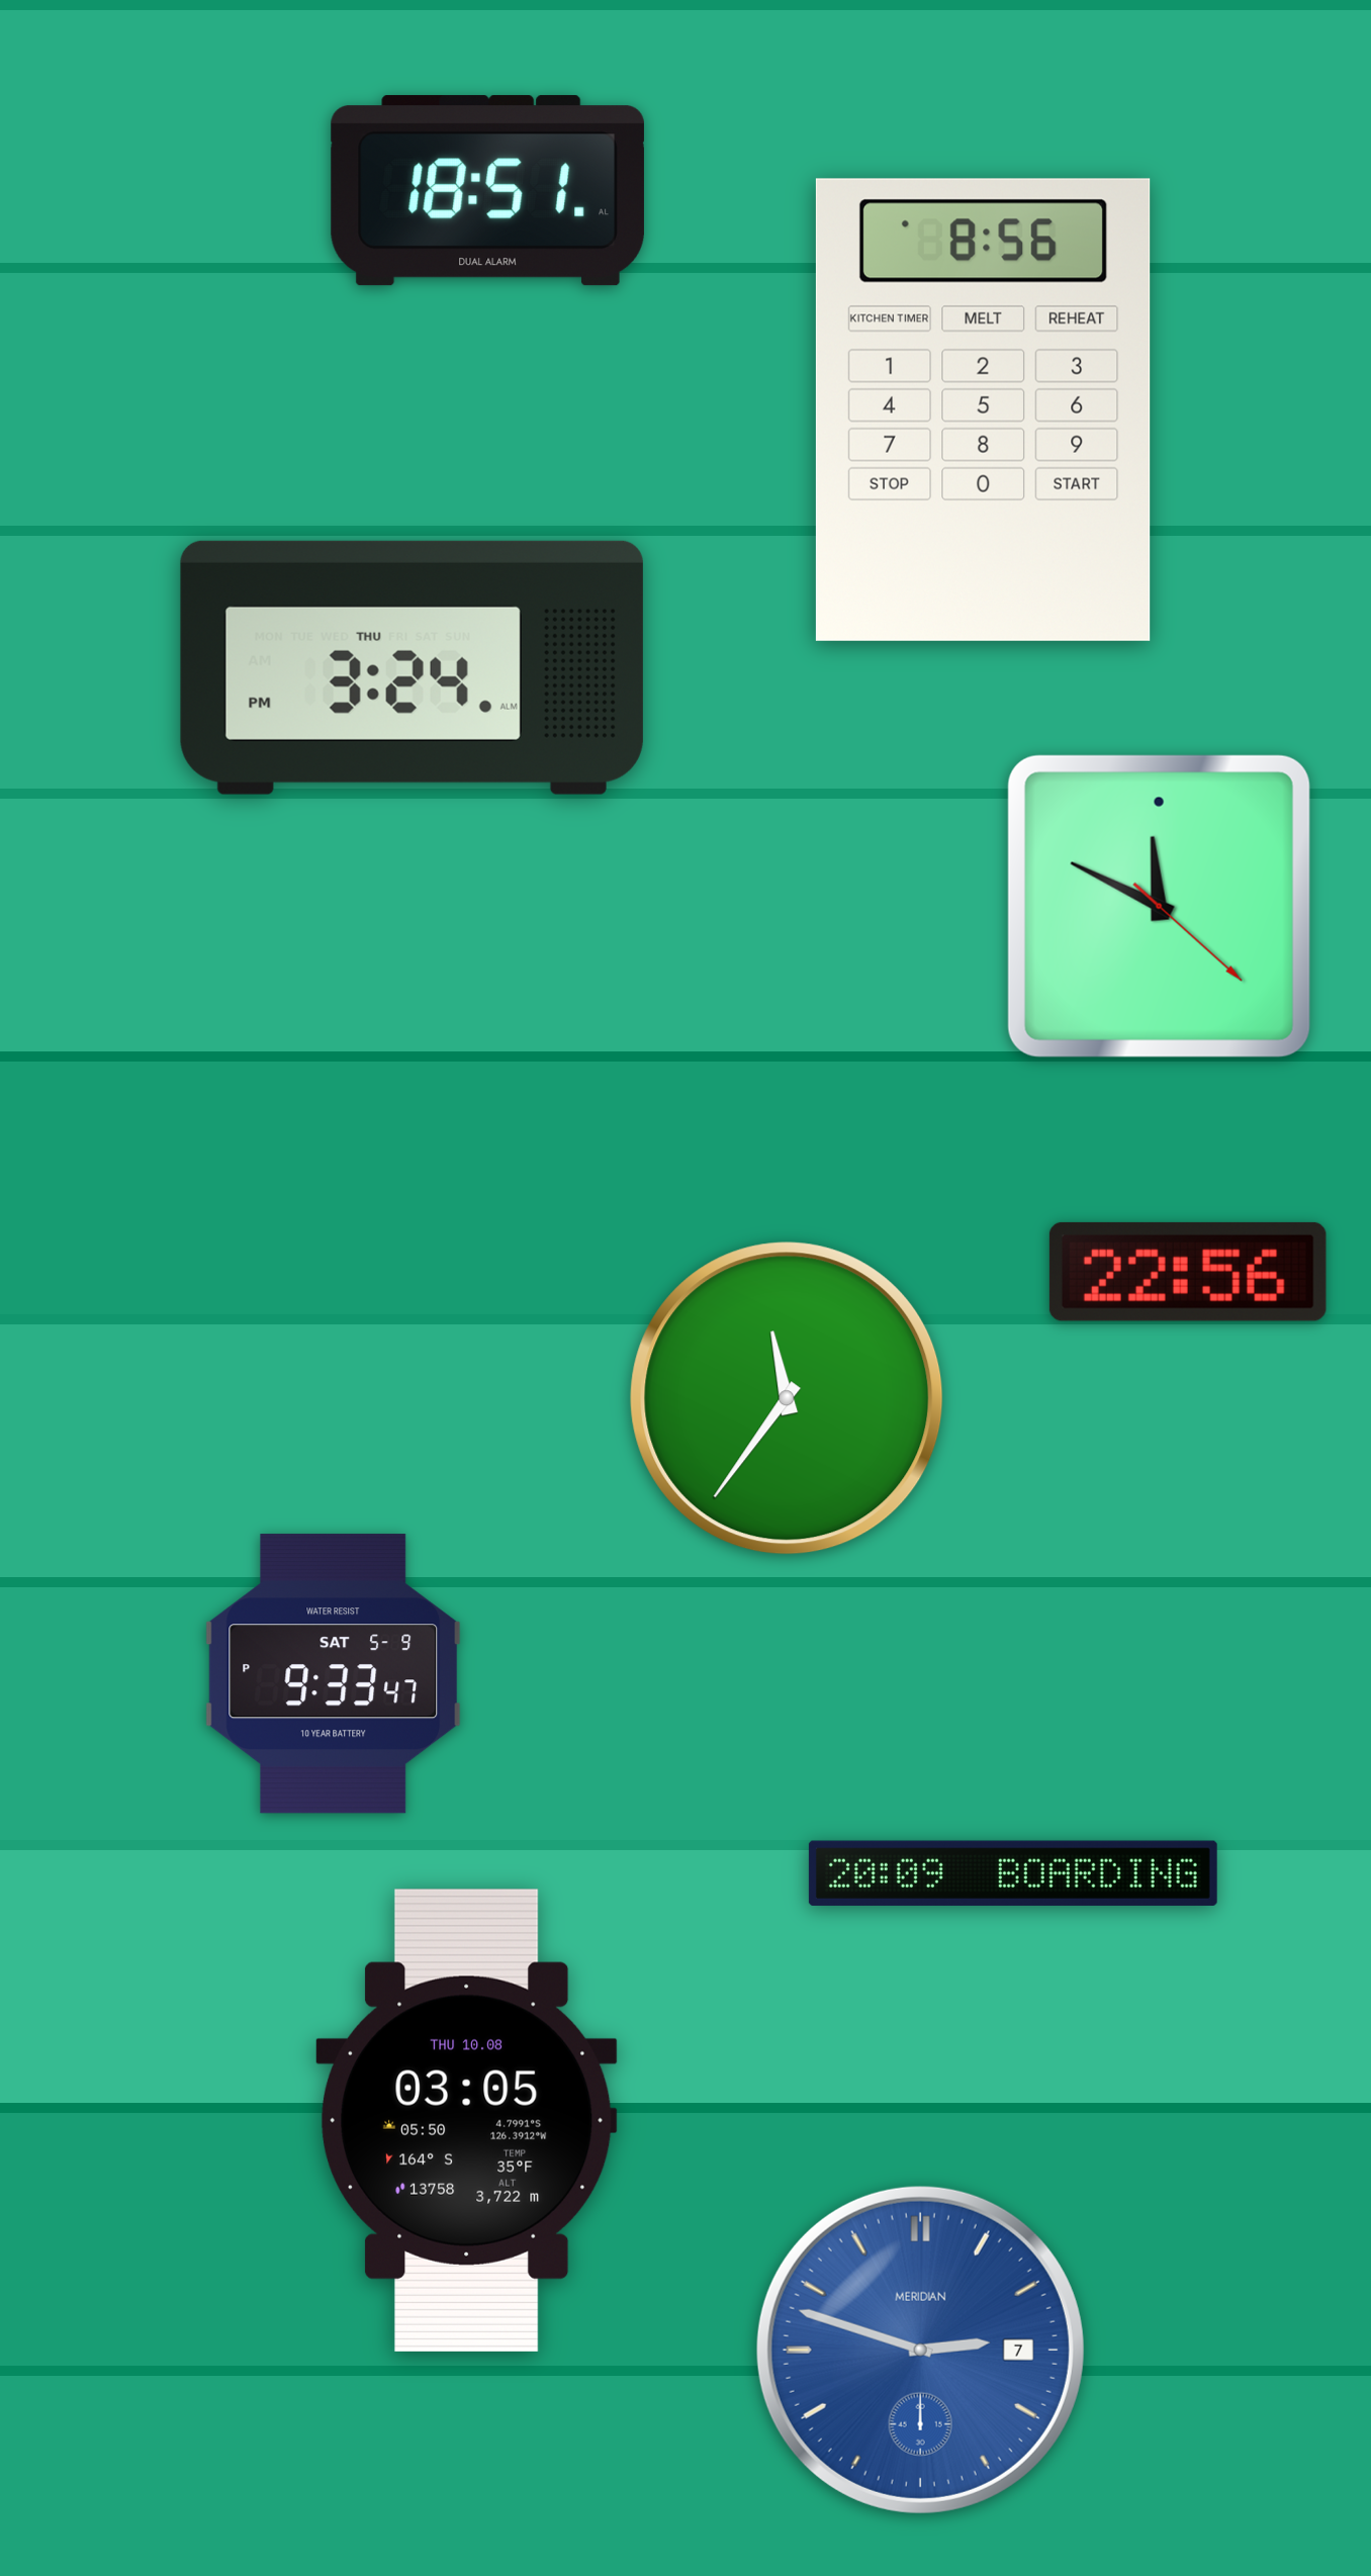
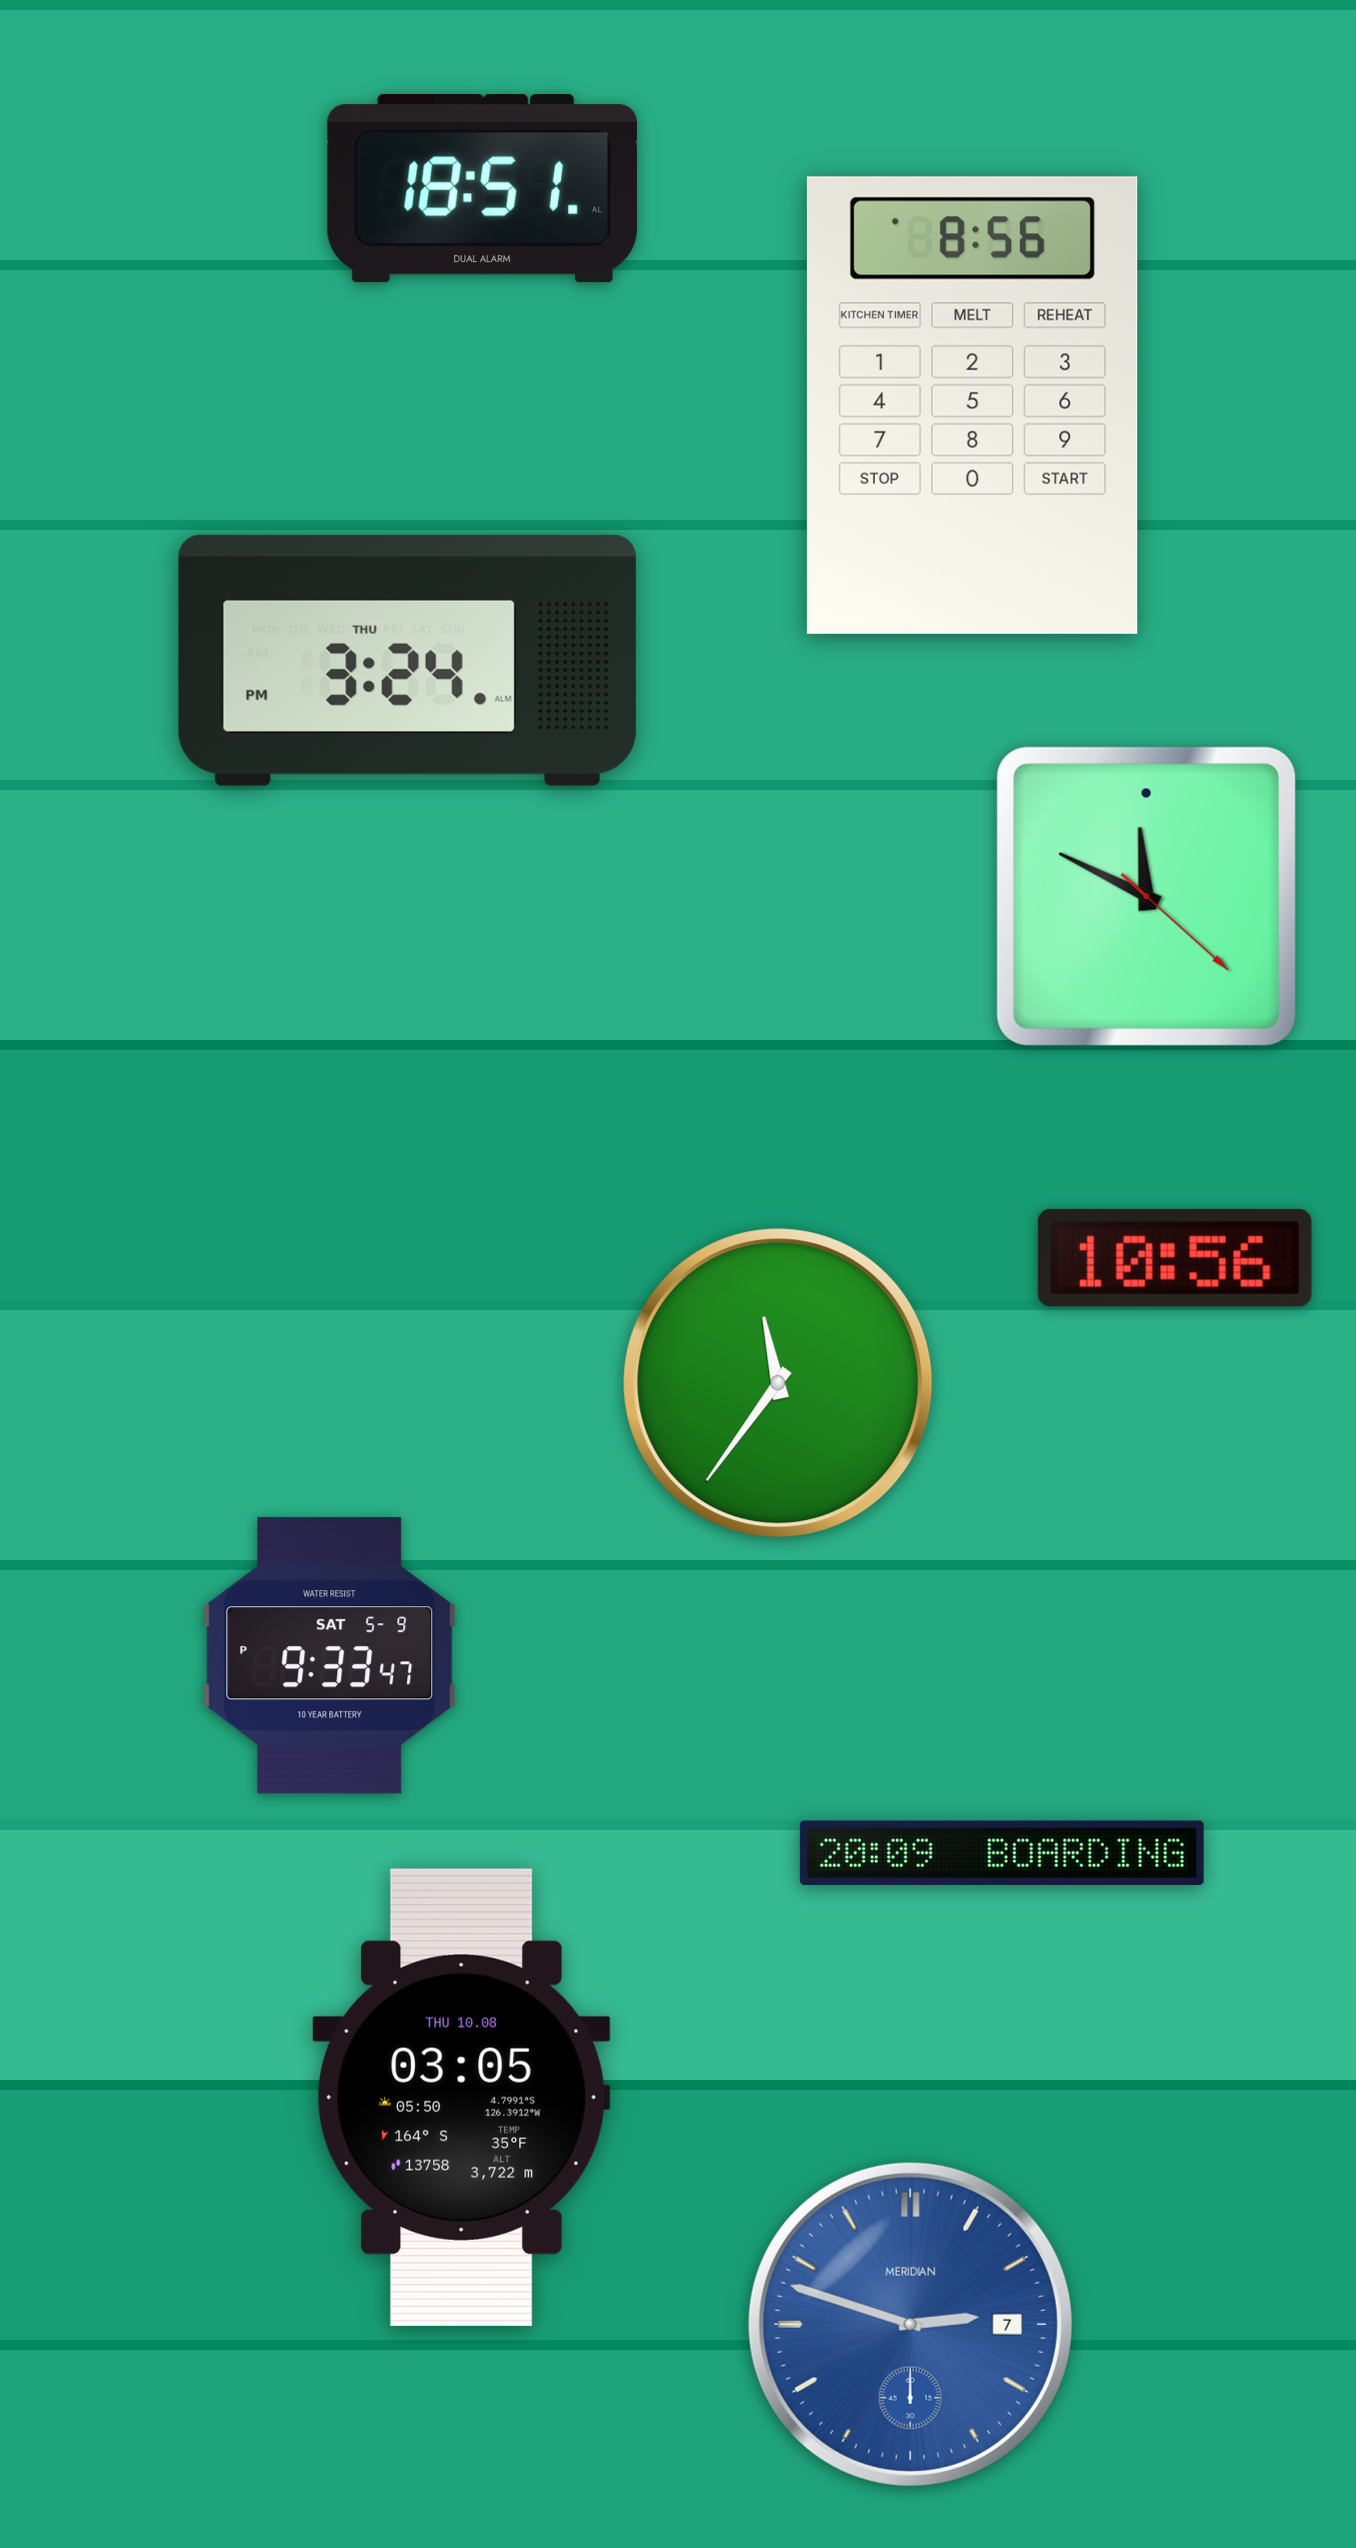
clock at (1188, 1272): 22:56 -> 10:56
